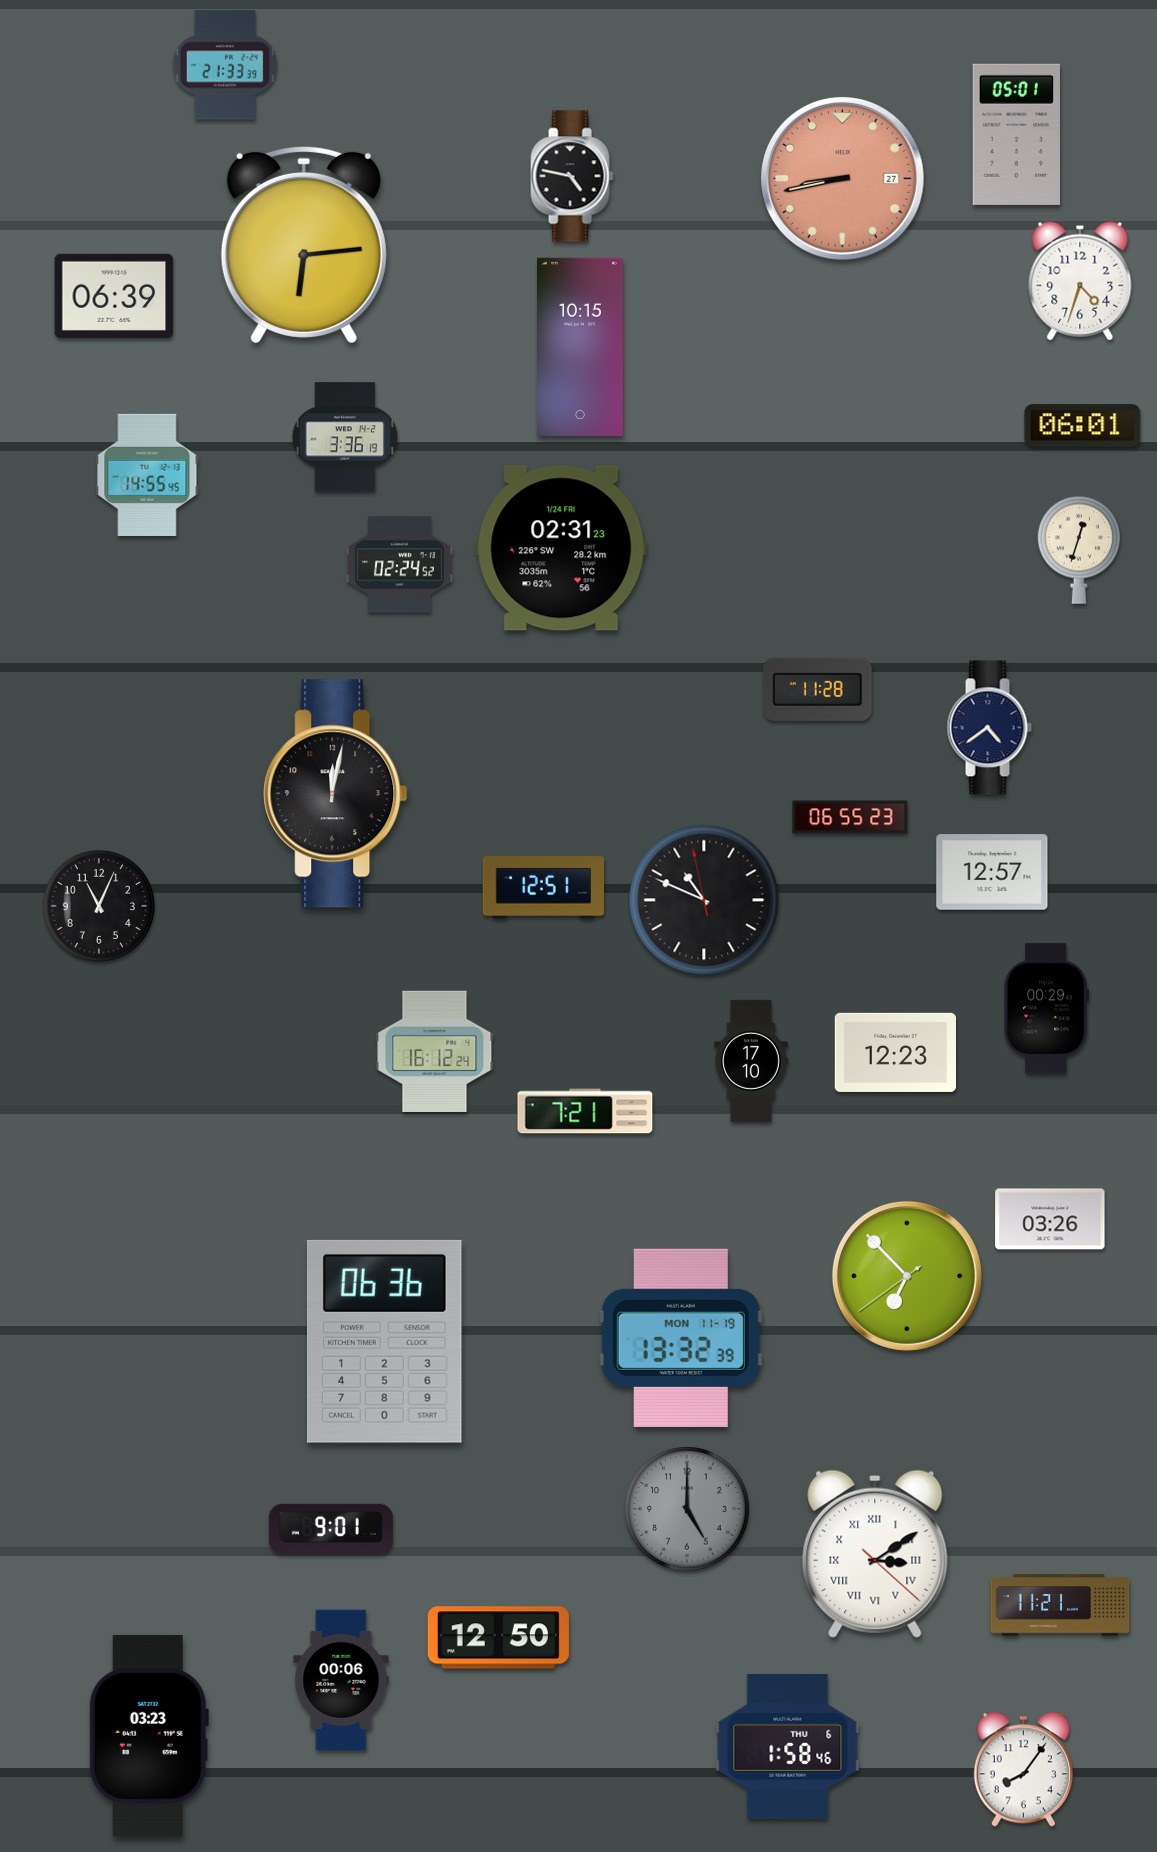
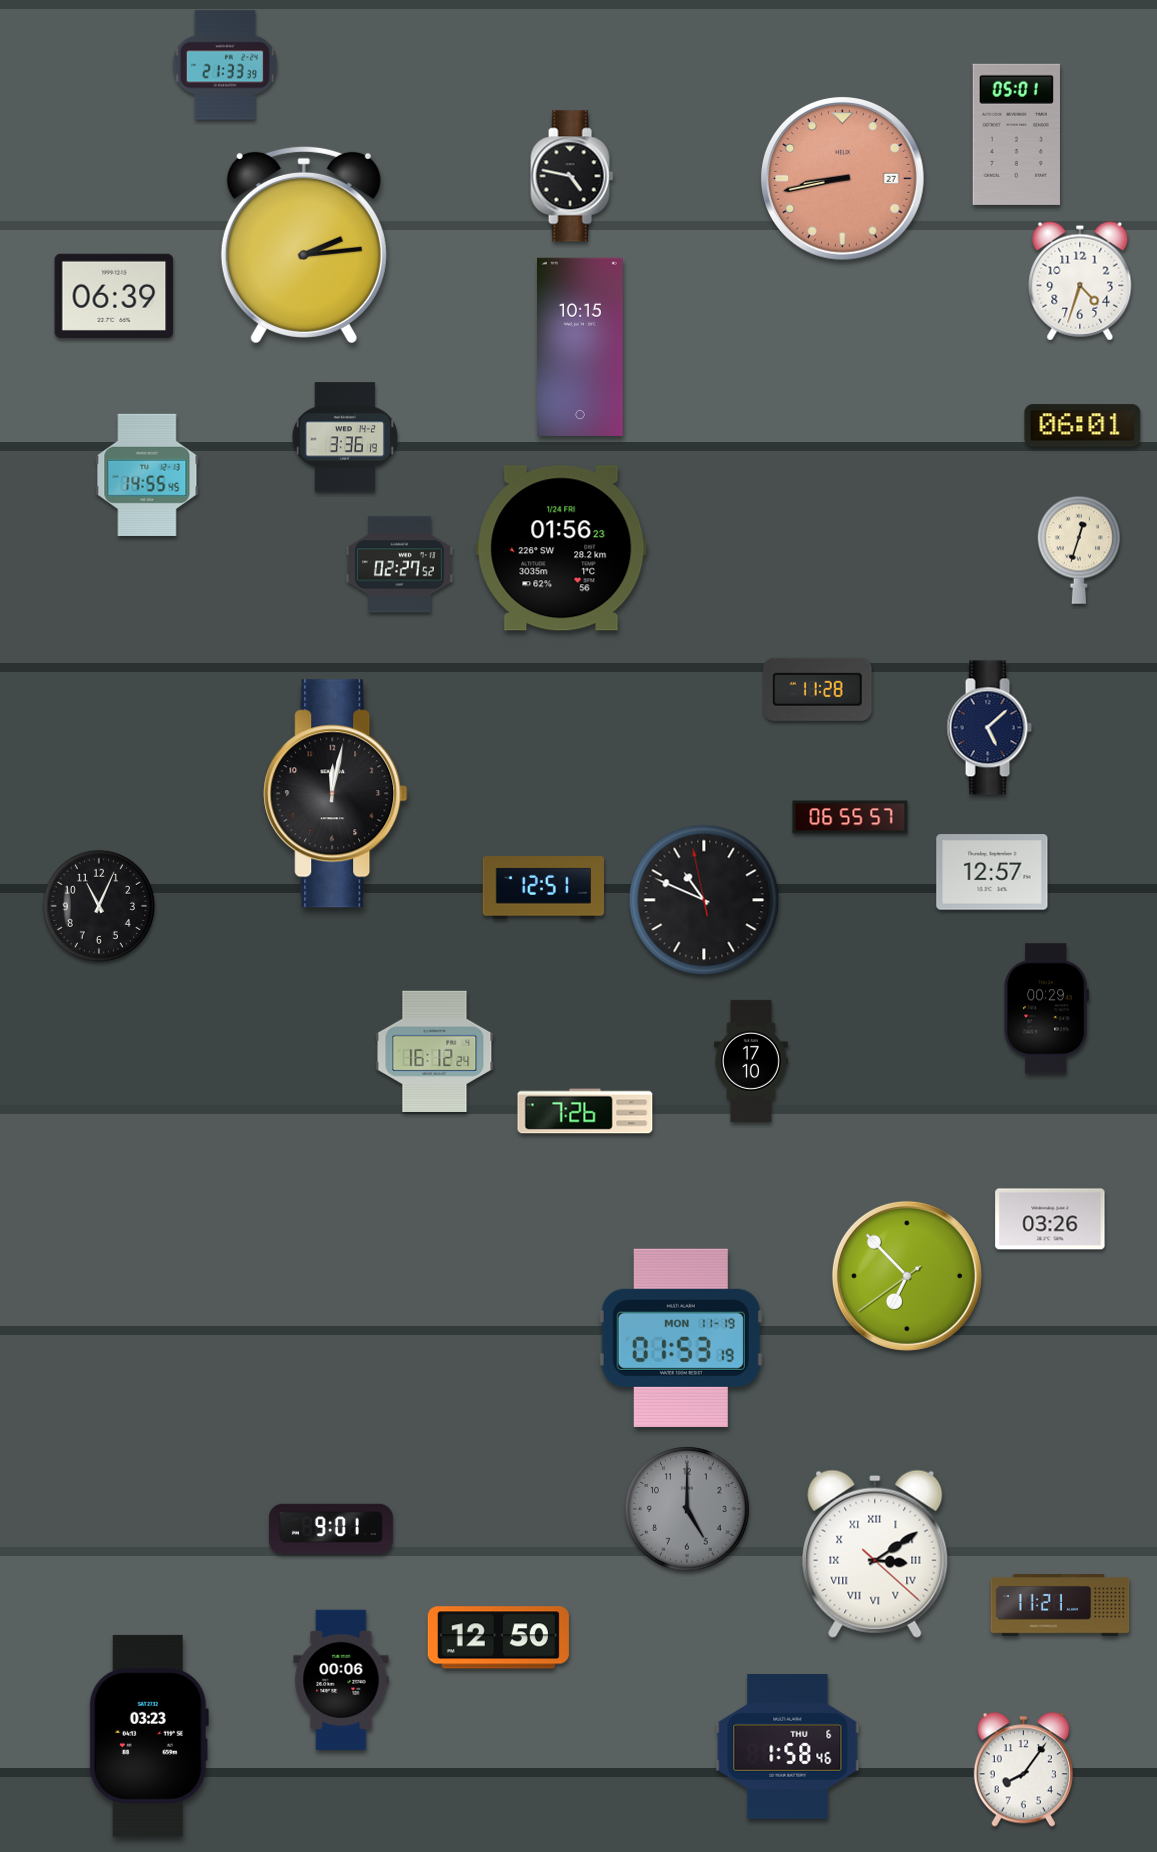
clock at (304, 245): 6:14 -> 2:14
clock at (561, 548): 02:31 -> 01:56
clock at (400, 565): 02:24 -> 02:27
clock at (989, 728): 4:39 -> 5:08
clock at (850, 817): 06:55:23 -> 06:55:57
clock at (895, 1052): 12:23 -> none
clock at (585, 1111): 7:21 -> 7:26
clock at (681, 1338): 13:32 -> 01:53
clock at (384, 1341): 06:36 -> none
